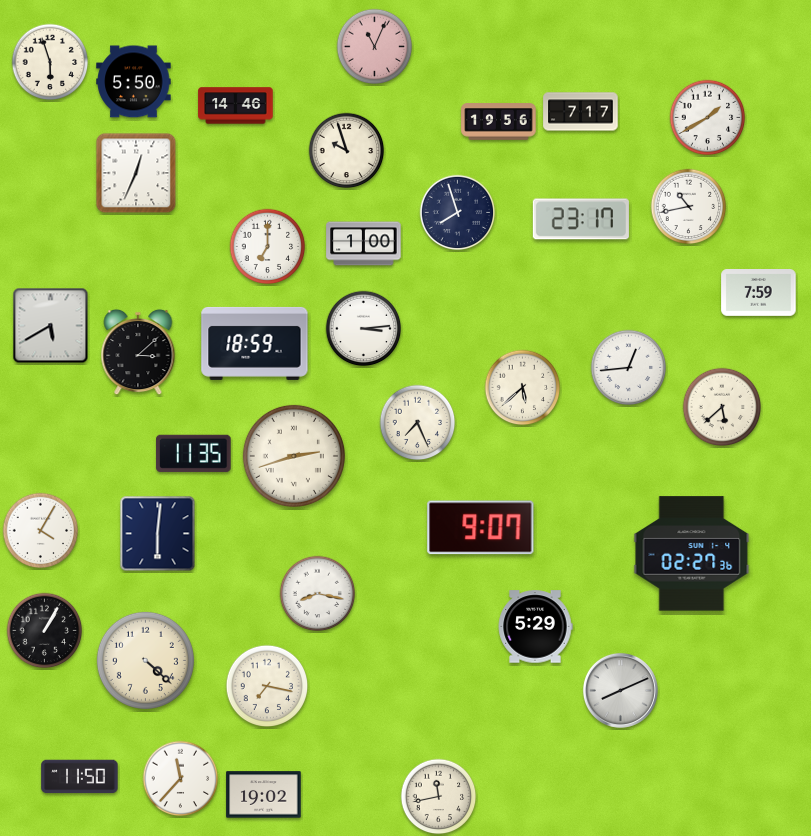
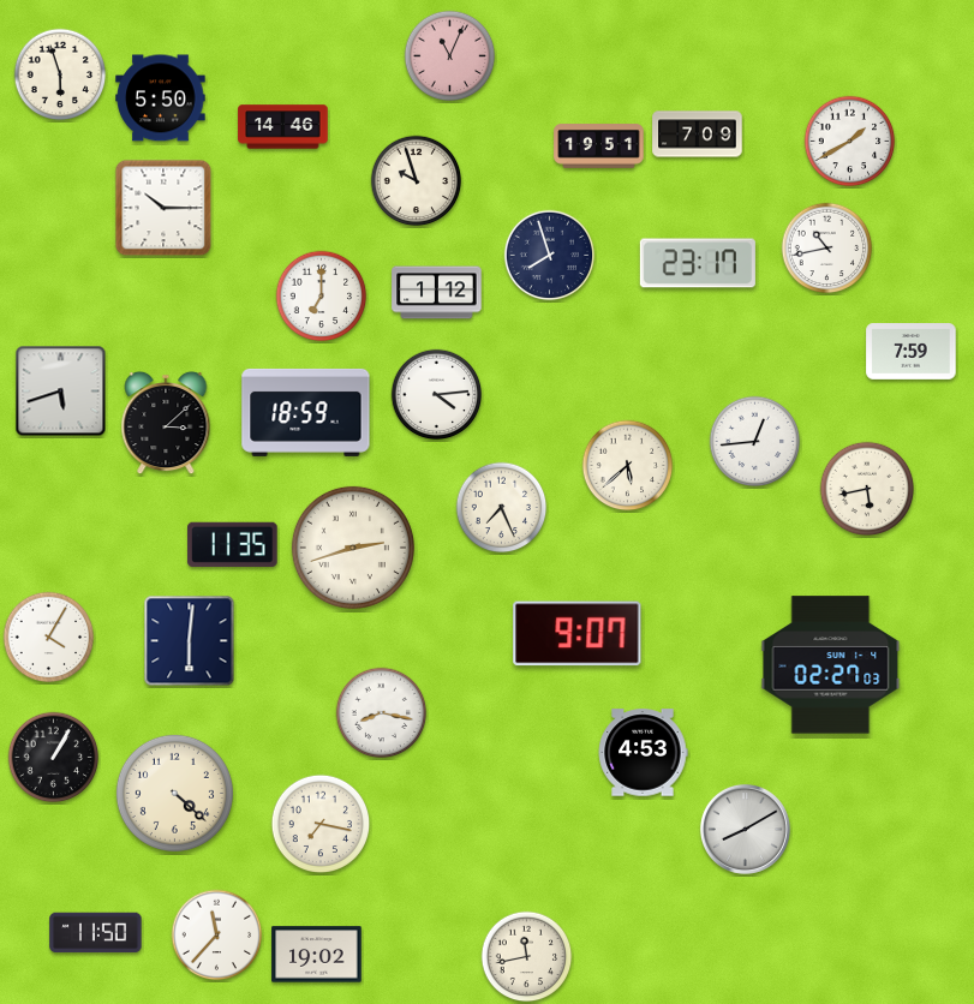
clock at (581, 112): 7:17 -> 7:09
clock at (499, 122): 19:56 -> 19:51
clock at (136, 173): 12:34 -> 10:15
clock at (364, 244): 1:00 -> 1:12
clock at (51, 326): 5:40 -> 5:42
clock at (364, 329): 3:14 -> 4:14
clock at (722, 407): 5:38 -> 5:43
clock at (692, 554): 02:27:36 -> 02:27:03
clock at (535, 627): 5:29 -> 4:53
clock at (620, 690): 8:11 -> 8:10
